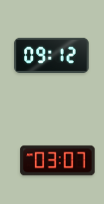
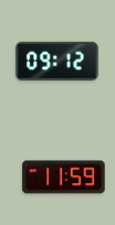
clock at (58, 161): 03:07 -> 11:59
